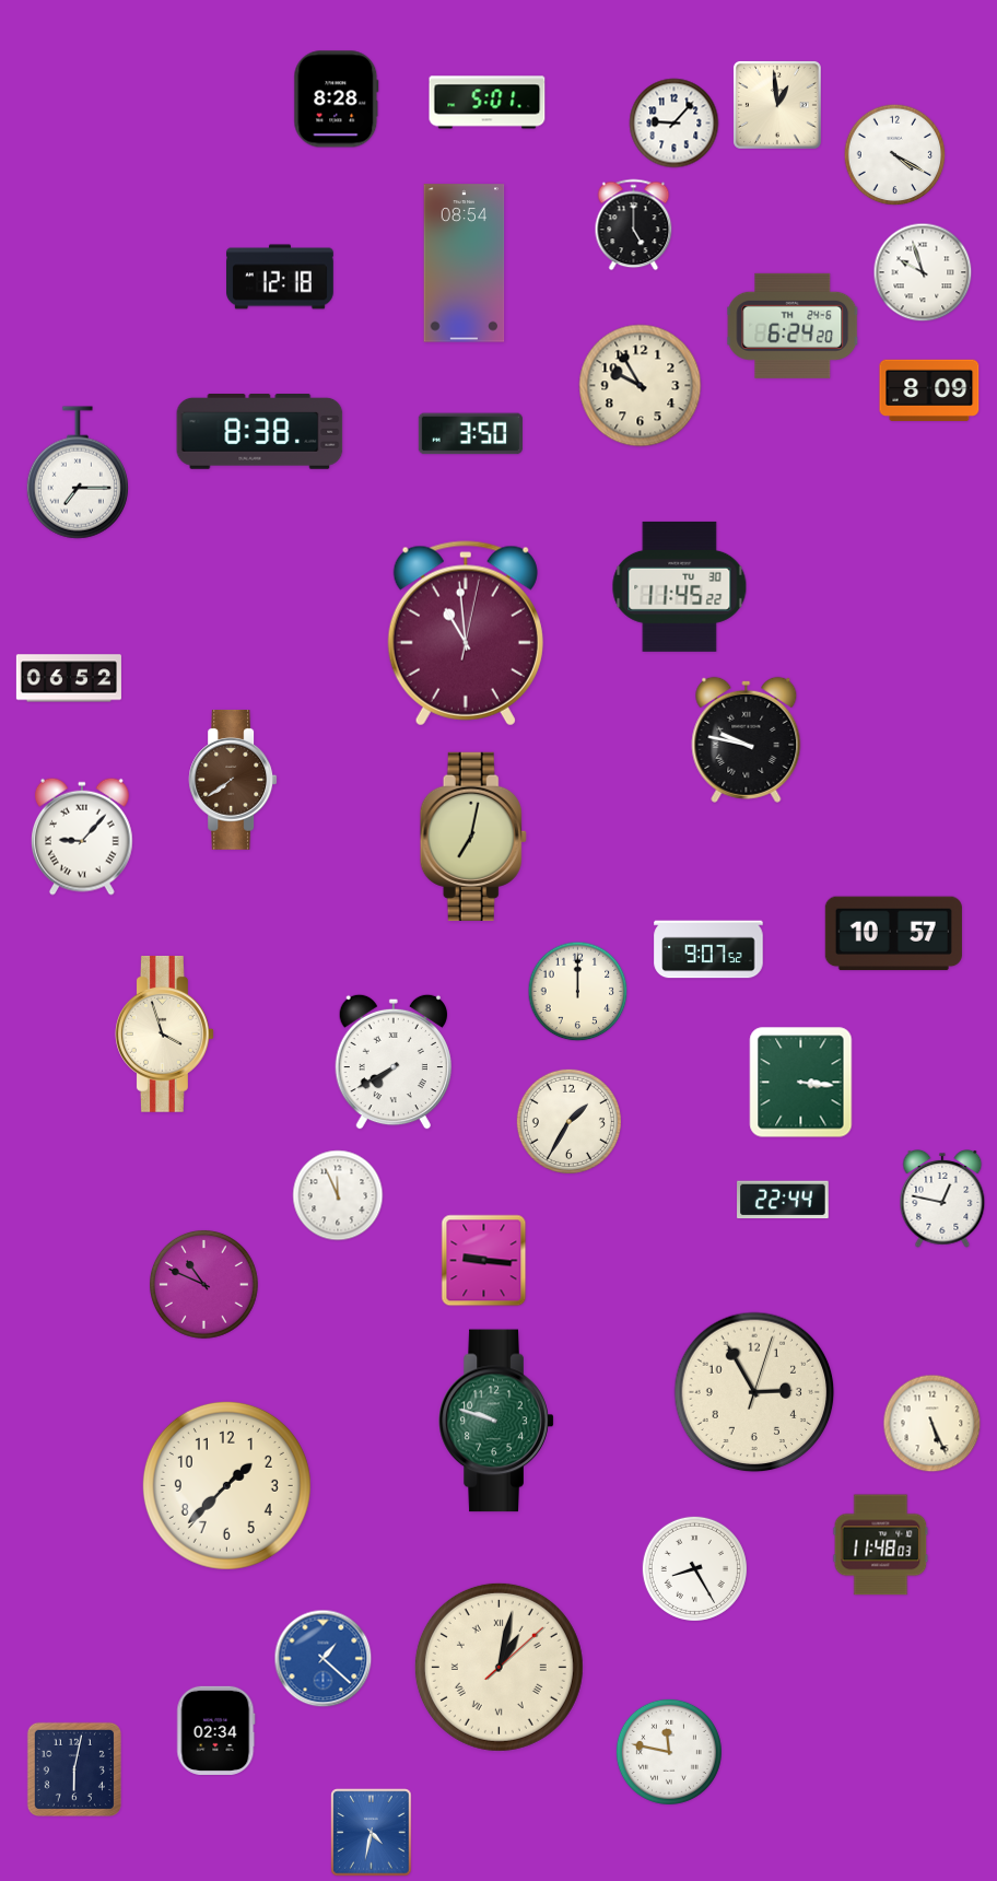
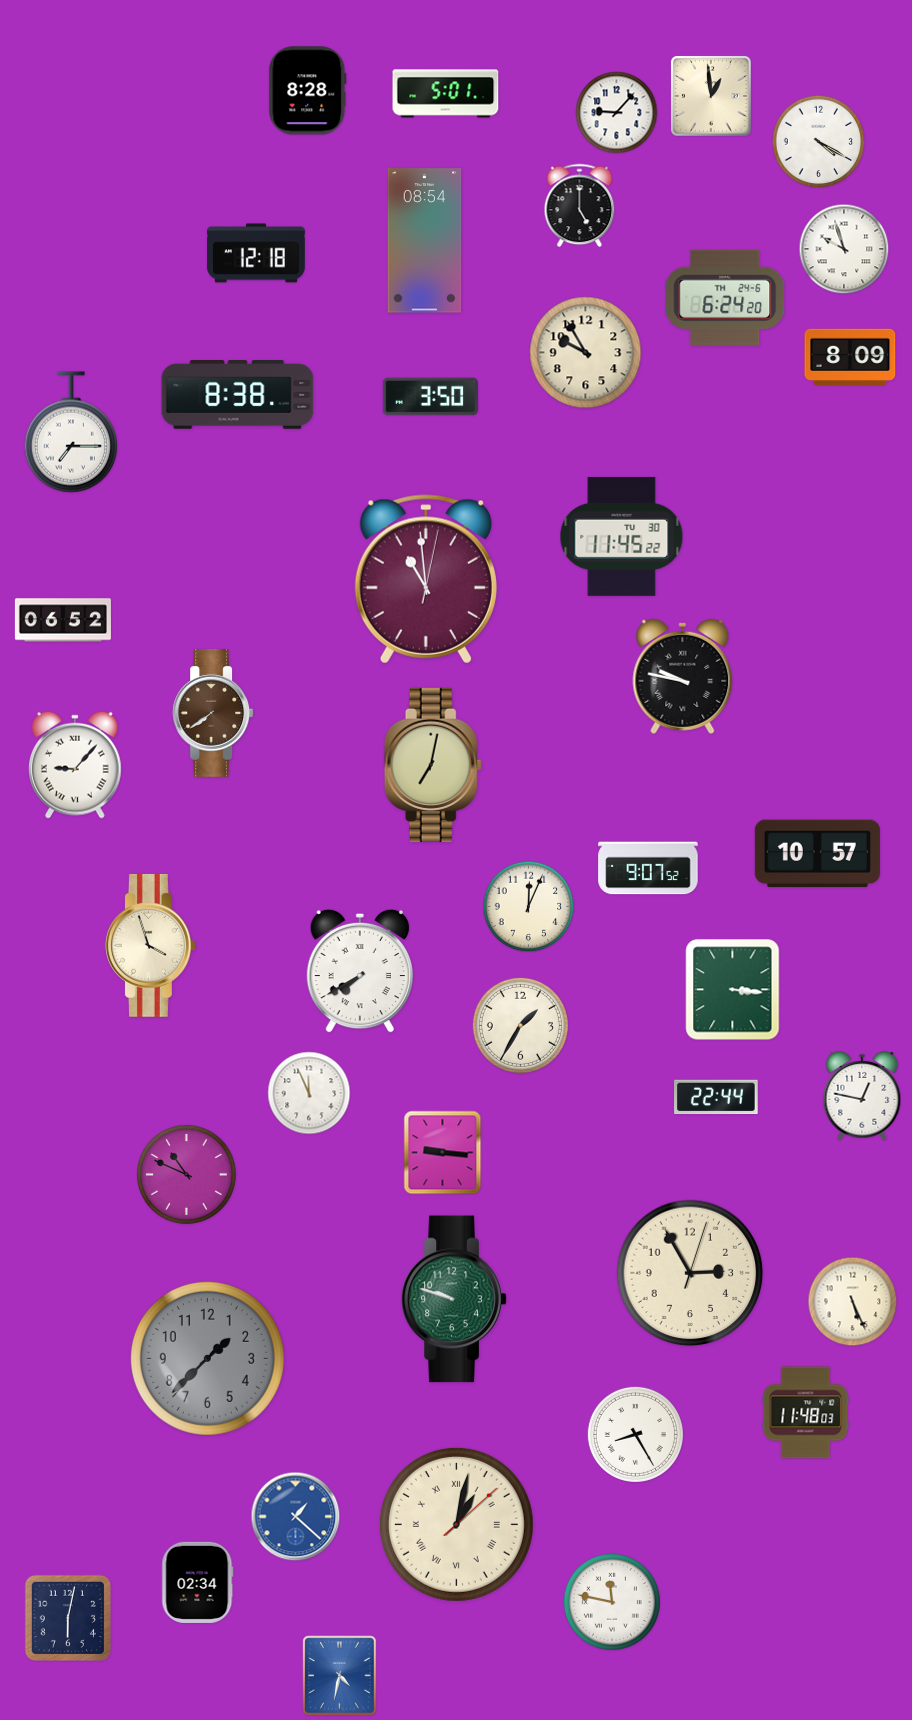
clock at (578, 992): 12:00 -> 12:04
clock at (226, 1485) dial: cream -> grey
